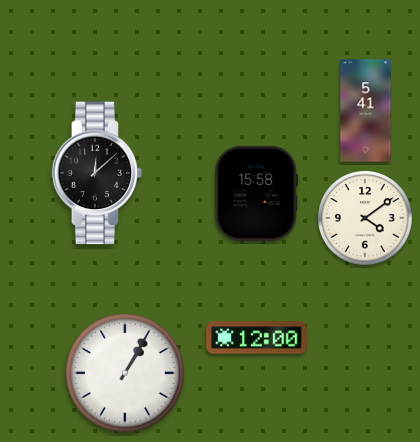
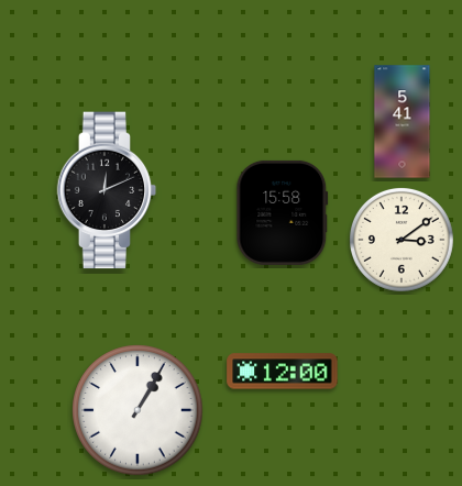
clock at (97, 173): 12:08 -> 12:11
clock at (365, 218): 4:09 -> 3:09
